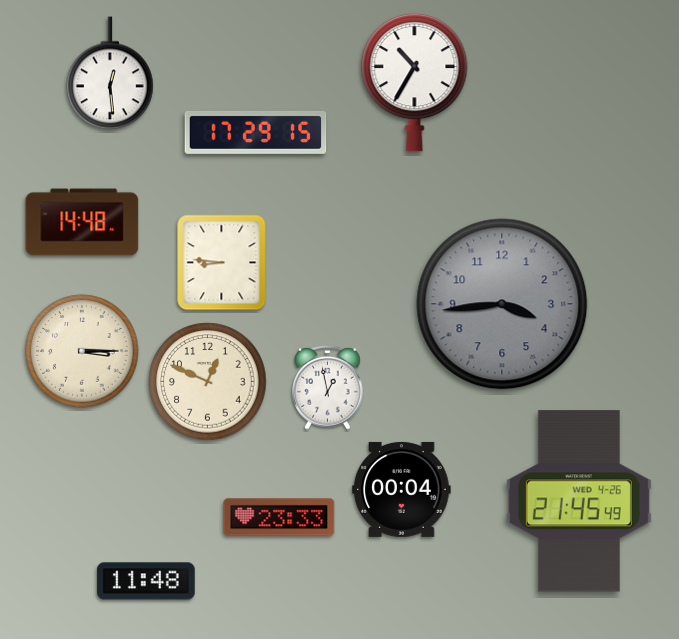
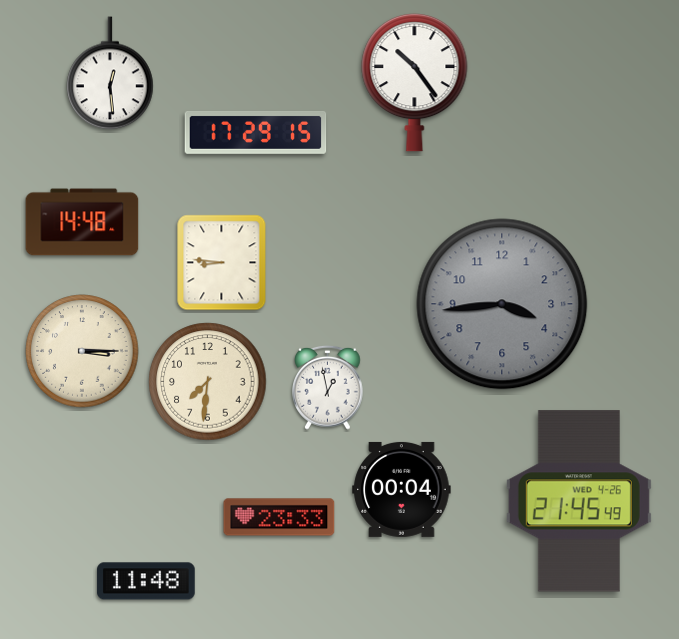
clock at (415, 82): 10:35 -> 10:24
clock at (208, 382): 12:49 -> 7:31
